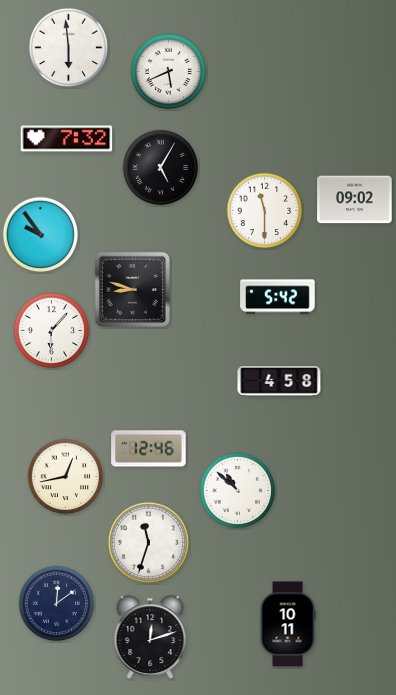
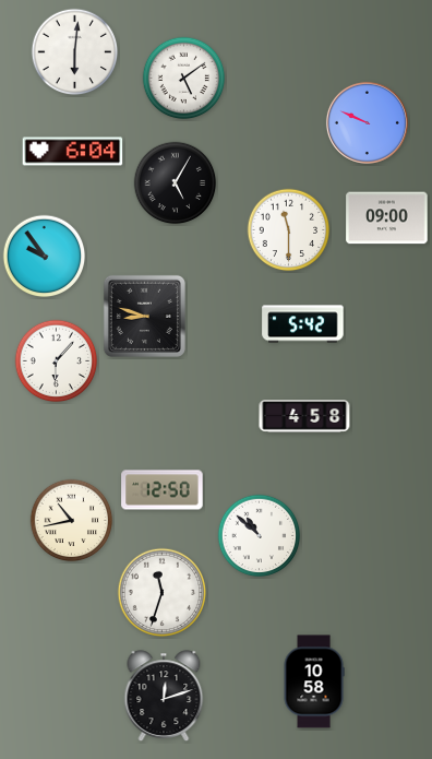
clock at (69, 48): 5:59 -> 6:01
clock at (169, 72): 5:41 -> 5:09
clock at (367, 122): none -> 9:49
clock at (67, 139): 7:32 -> 6:04
clock at (355, 200): 09:02 -> 09:00
clock at (149, 449): 12:46 -> 12:50
clock at (66, 477): 12:43 -> 10:43
clock at (57, 604): 12:09 -> none
clock at (288, 624): 10:11 -> 10:58
